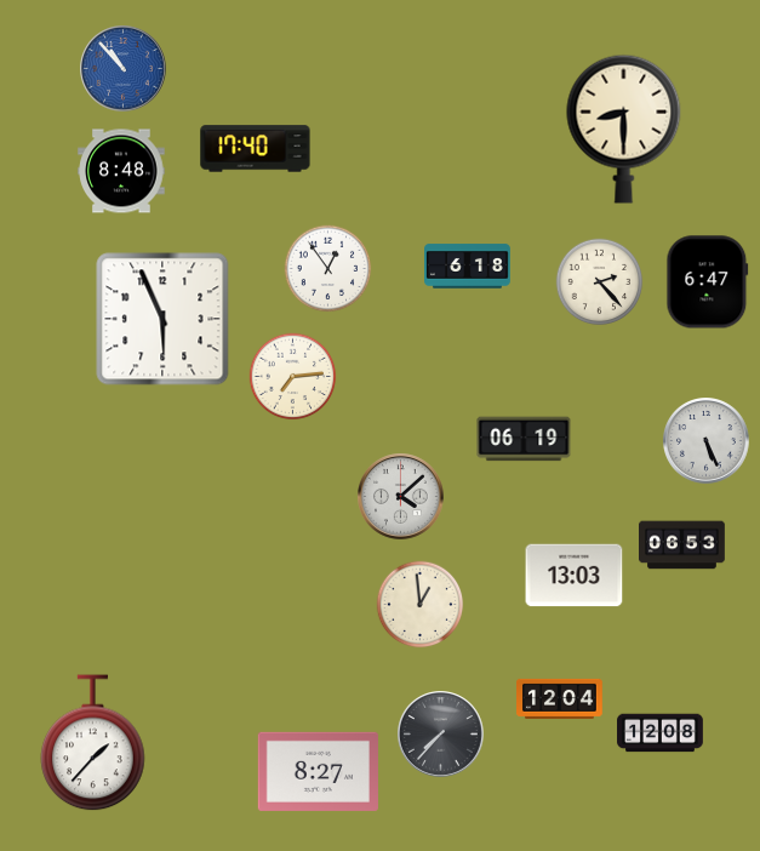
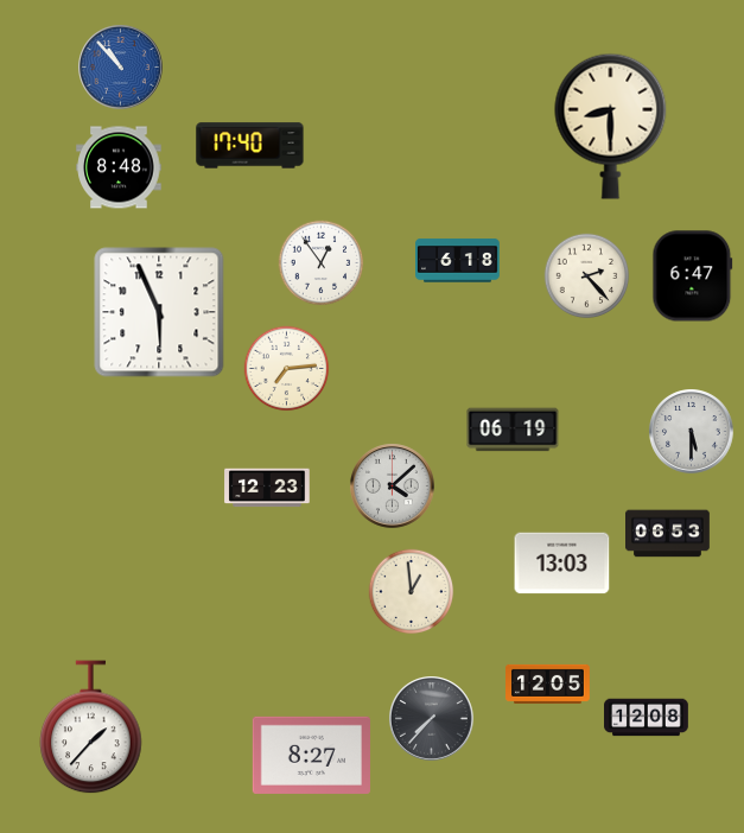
clock at (707, 441): 5:26 -> 5:30
clock at (267, 488): none -> 12:23
clock at (560, 698): 12:04 -> 12:05
